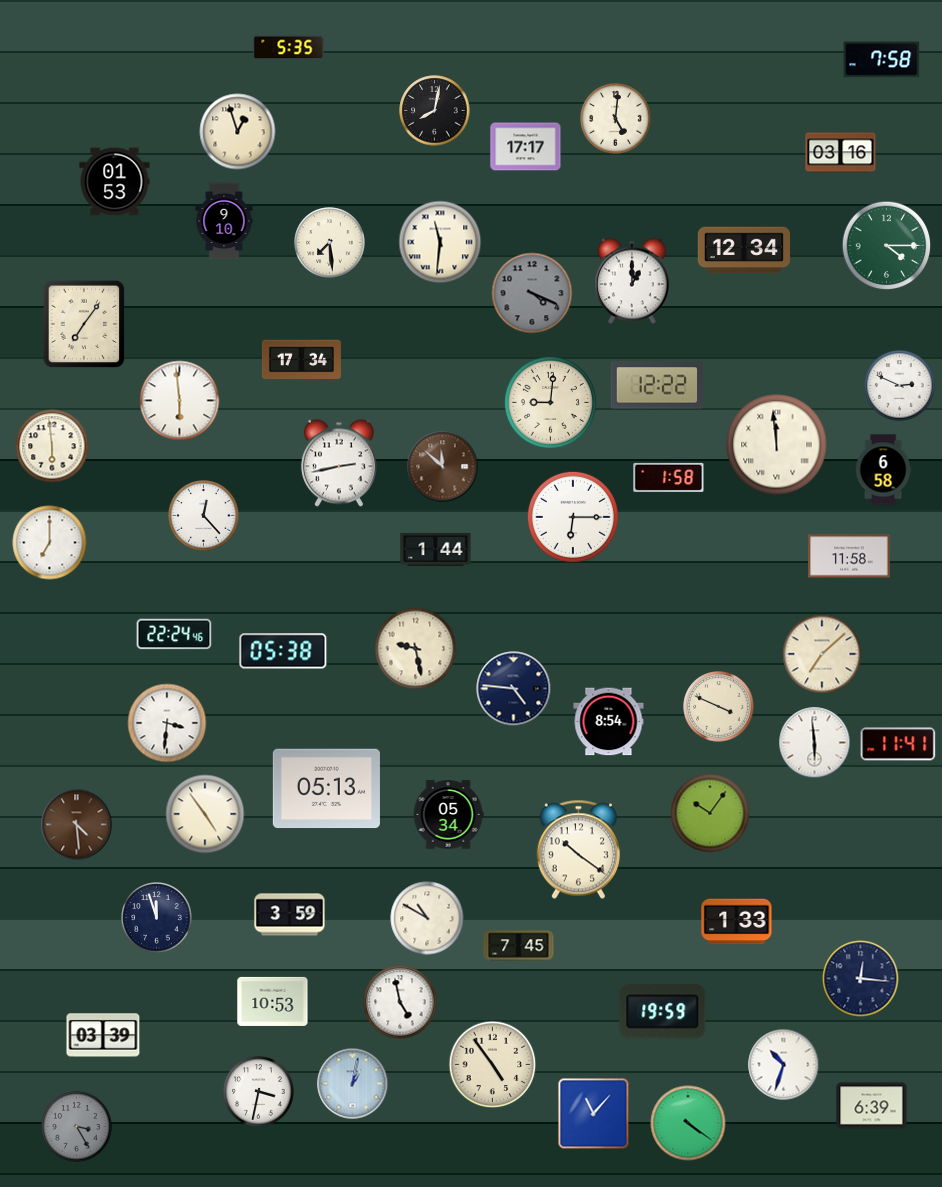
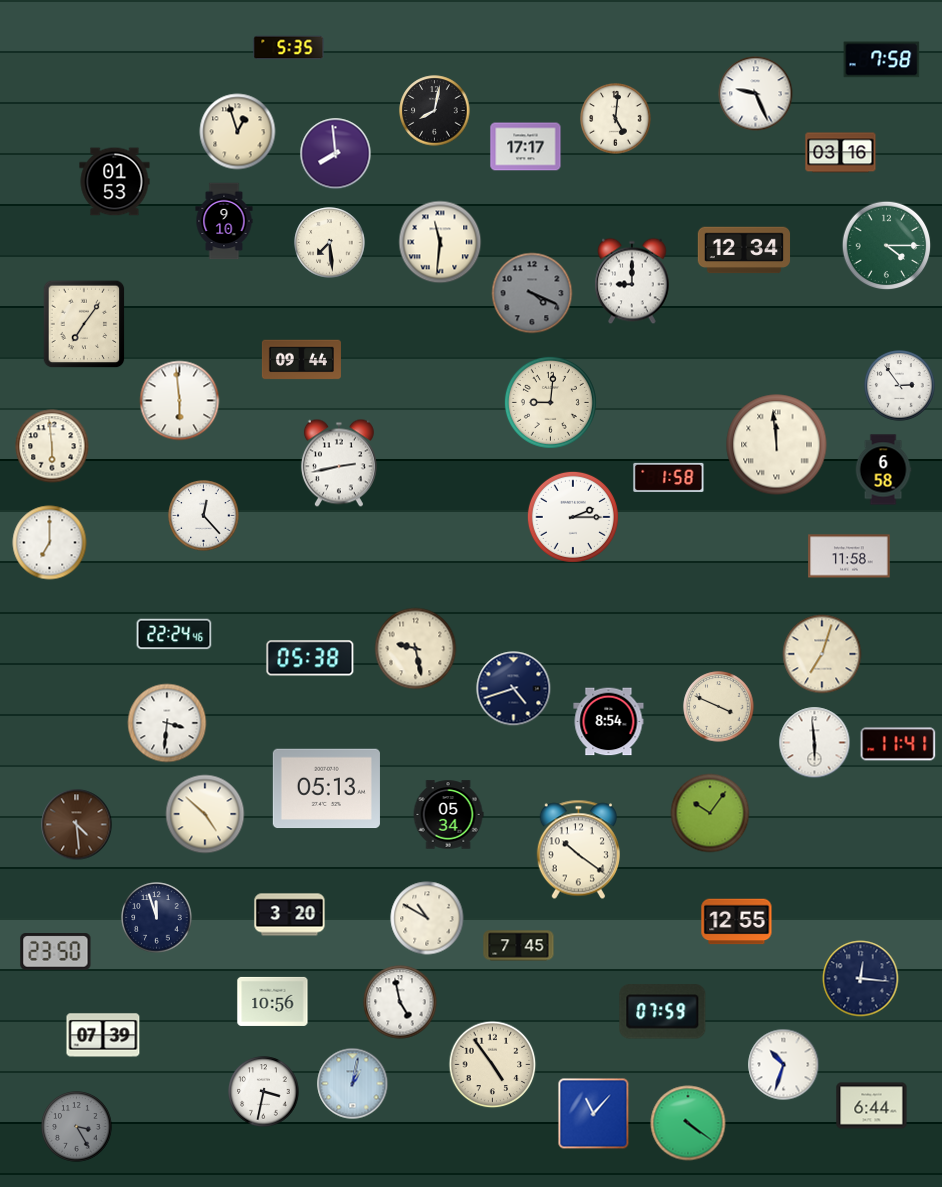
clock at (756, 94): none -> 9:26
clock at (336, 154): none -> 7:59
clock at (632, 281): 1:00 -> 9:00
clock at (301, 360): 17:34 -> 09:44
clock at (656, 385): 12:22 -> none
clock at (900, 386): 2:49 -> 2:54
clock at (443, 467): 11:52 -> none
clock at (573, 517): 6:15 -> 2:15
clock at (436, 549): 1:44 -> none
clock at (283, 651) position: (283, 651) -> (310, 658)
clock at (822, 654): 7:08 -> 7:03
clock at (514, 689): 4:46 -> 4:42
clock at (205, 814): 4:54 -> 4:52
clock at (290, 915): 3:59 -> 3:20
clock at (737, 922): 1:33 -> 12:55
clock at (56, 952): none -> 23:50
clock at (273, 1001): 10:53 -> 10:56
clock at (663, 1012): 19:59 -> 07:59
clock at (103, 1035): 03:39 -> 07:39
clock at (259, 1092) position: (259, 1092) -> (264, 1092)
clock at (872, 1106): 6:39 -> 6:44
